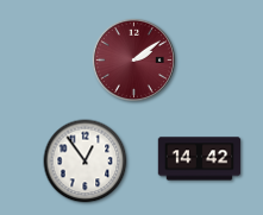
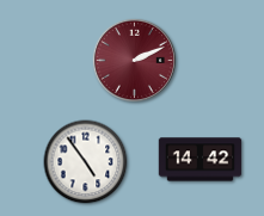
clock at (133, 59): 2:09 -> 2:11
clock at (86, 162): 12:54 -> 4:54
